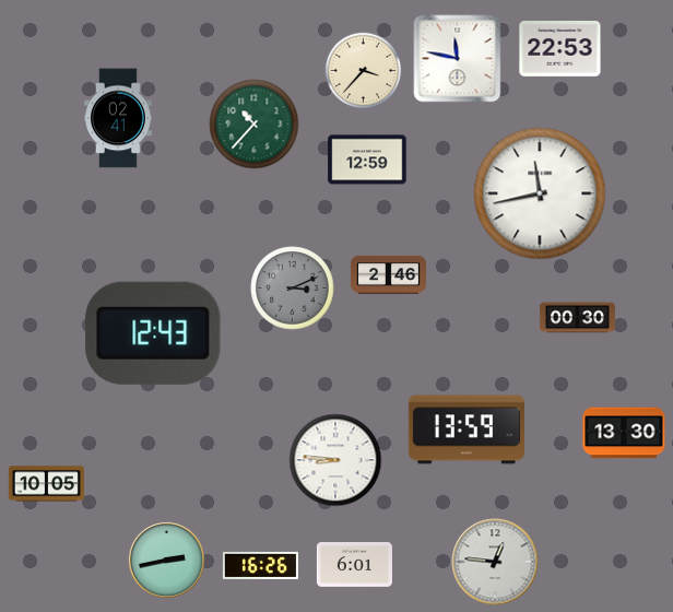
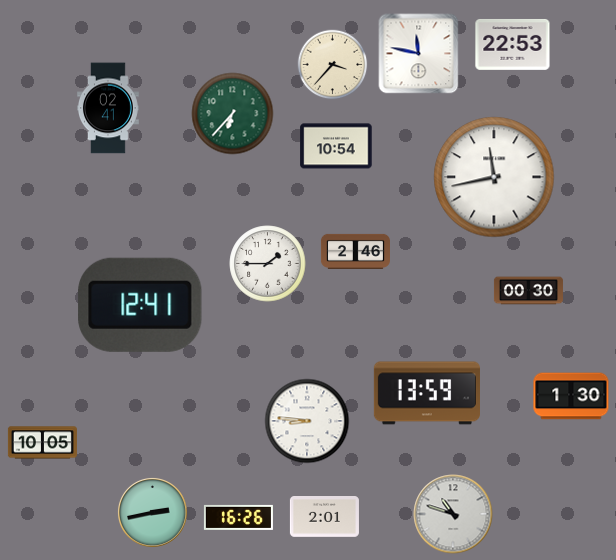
clock at (255, 125): 10:37 -> 6:37
clock at (367, 160): 12:59 -> 10:54
clock at (293, 289): 3:11 -> 1:45
clock at (293, 289) dial: grey -> white
clock at (153, 333): 12:43 -> 12:41
clock at (624, 433): 13:30 -> 1:30
clock at (495, 562): 12:46 -> 10:48
clock at (354, 565): 6:01 -> 2:01
